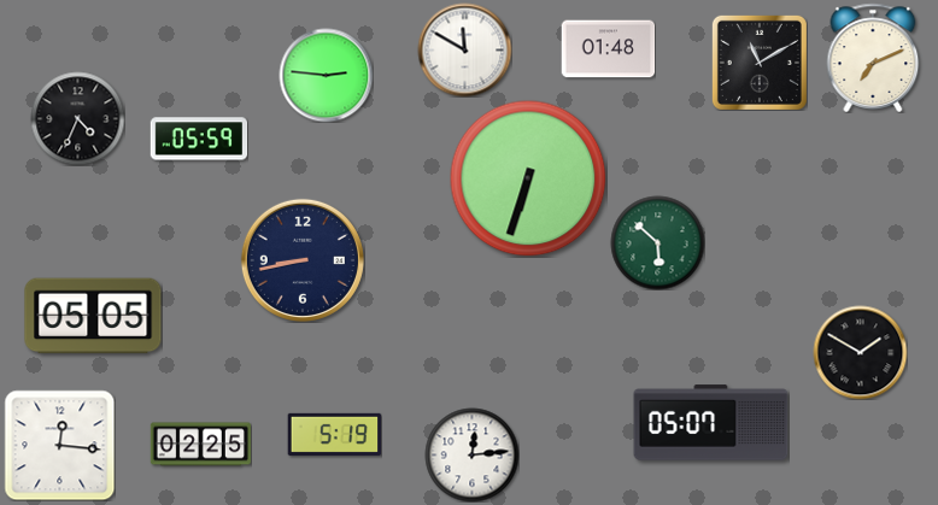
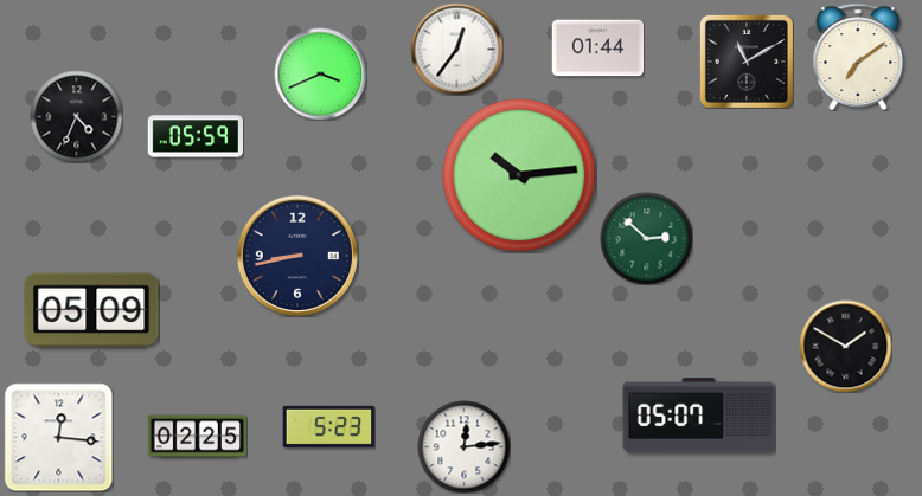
clock at (464, 49): 11:50 -> 12:36
clock at (608, 49): 01:48 -> 01:44
clock at (873, 58): 7:11 -> 7:09
clock at (326, 75): 2:46 -> 3:41
clock at (528, 178): 6:33 -> 10:14
clock at (657, 242): 5:52 -> 2:52
clock at (93, 316): 05:05 -> 05:09
clock at (334, 434): 5:19 -> 5:23
